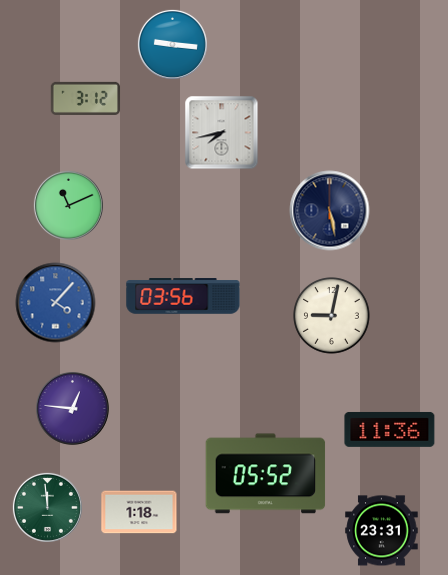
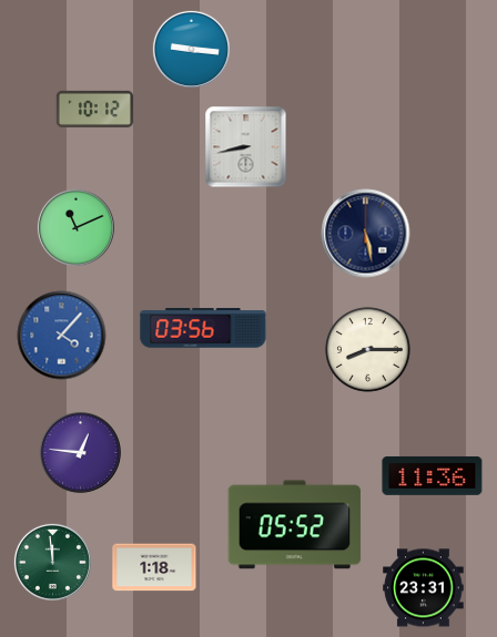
clock at (86, 98): 3:12 -> 10:12
clock at (222, 133): 7:43 -> 8:43
clock at (332, 316): 9:02 -> 8:15
